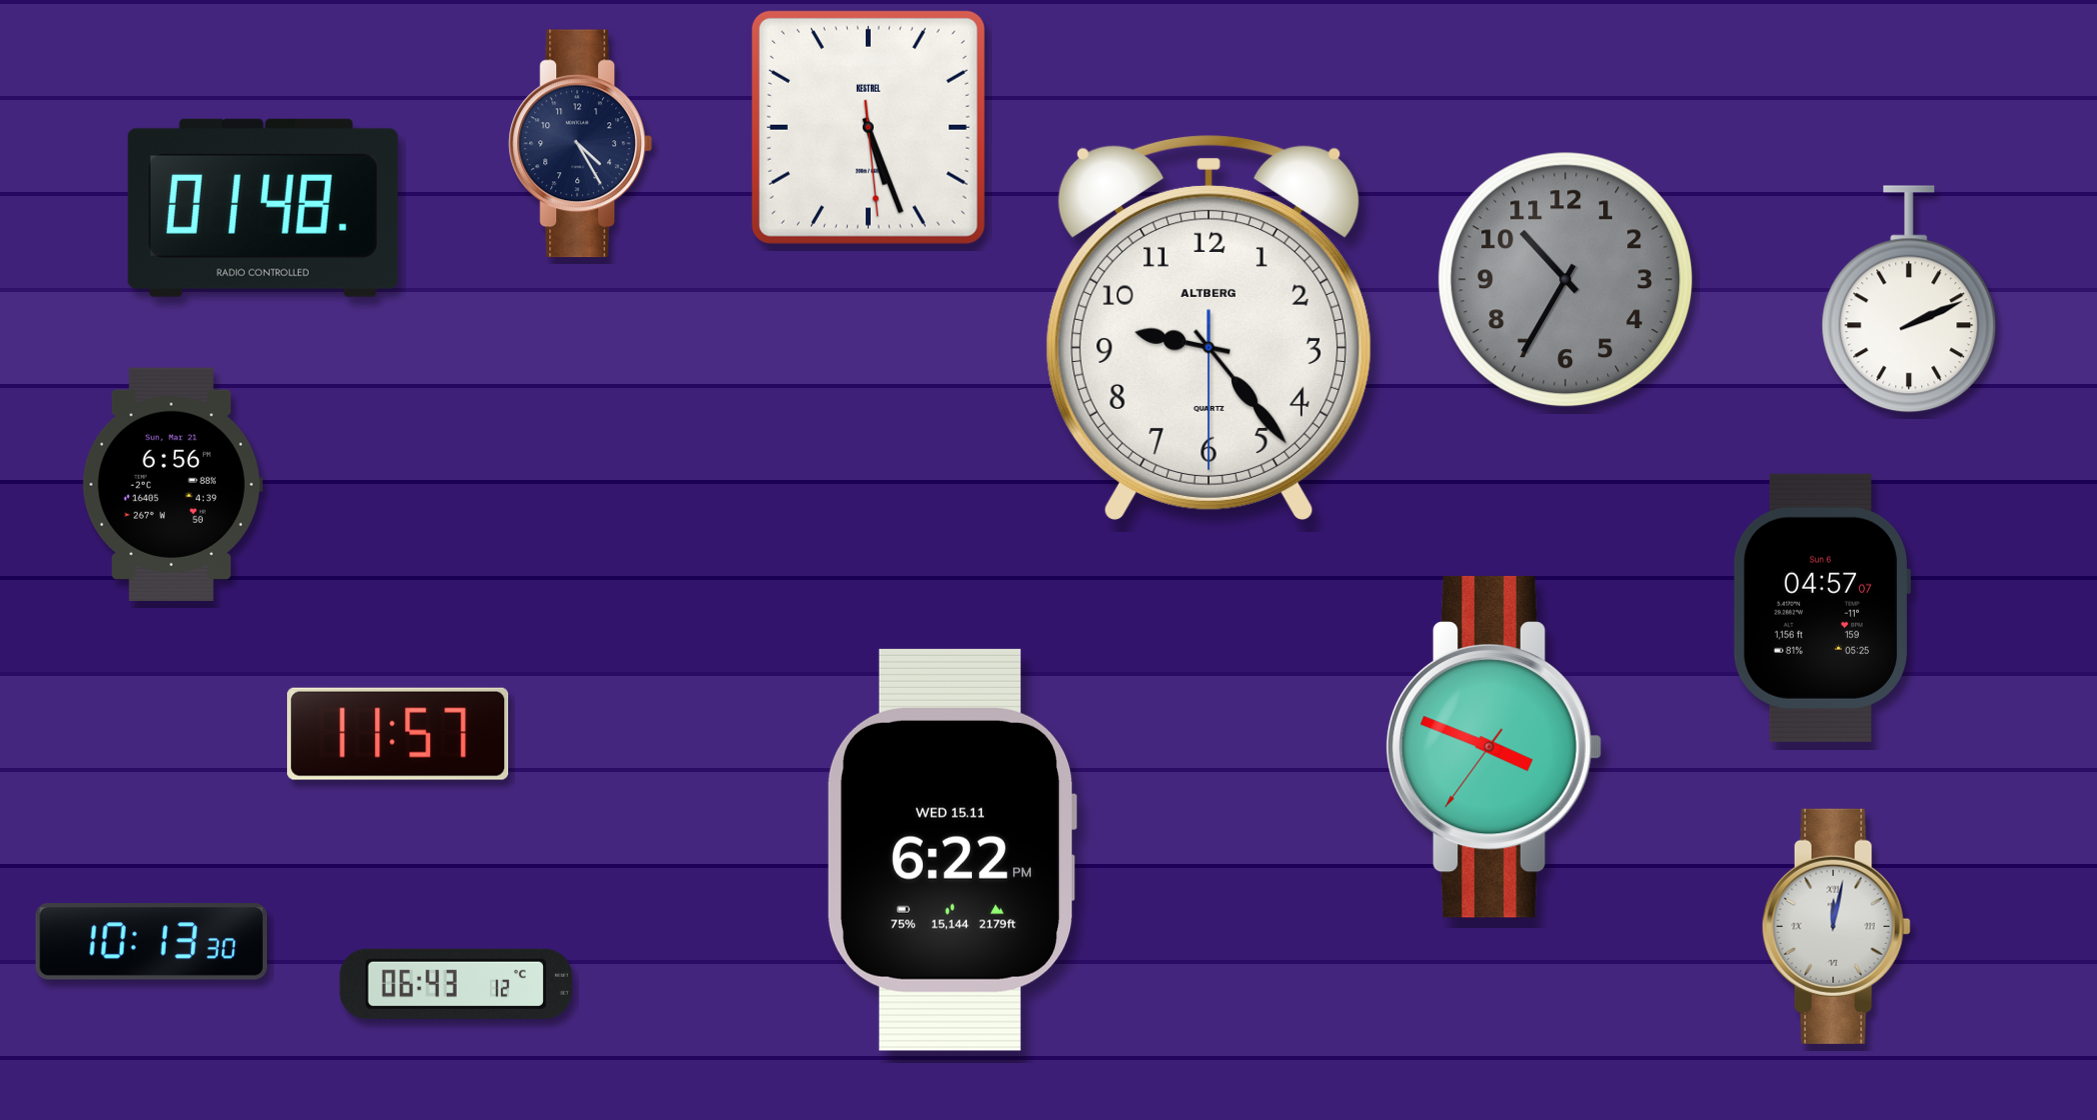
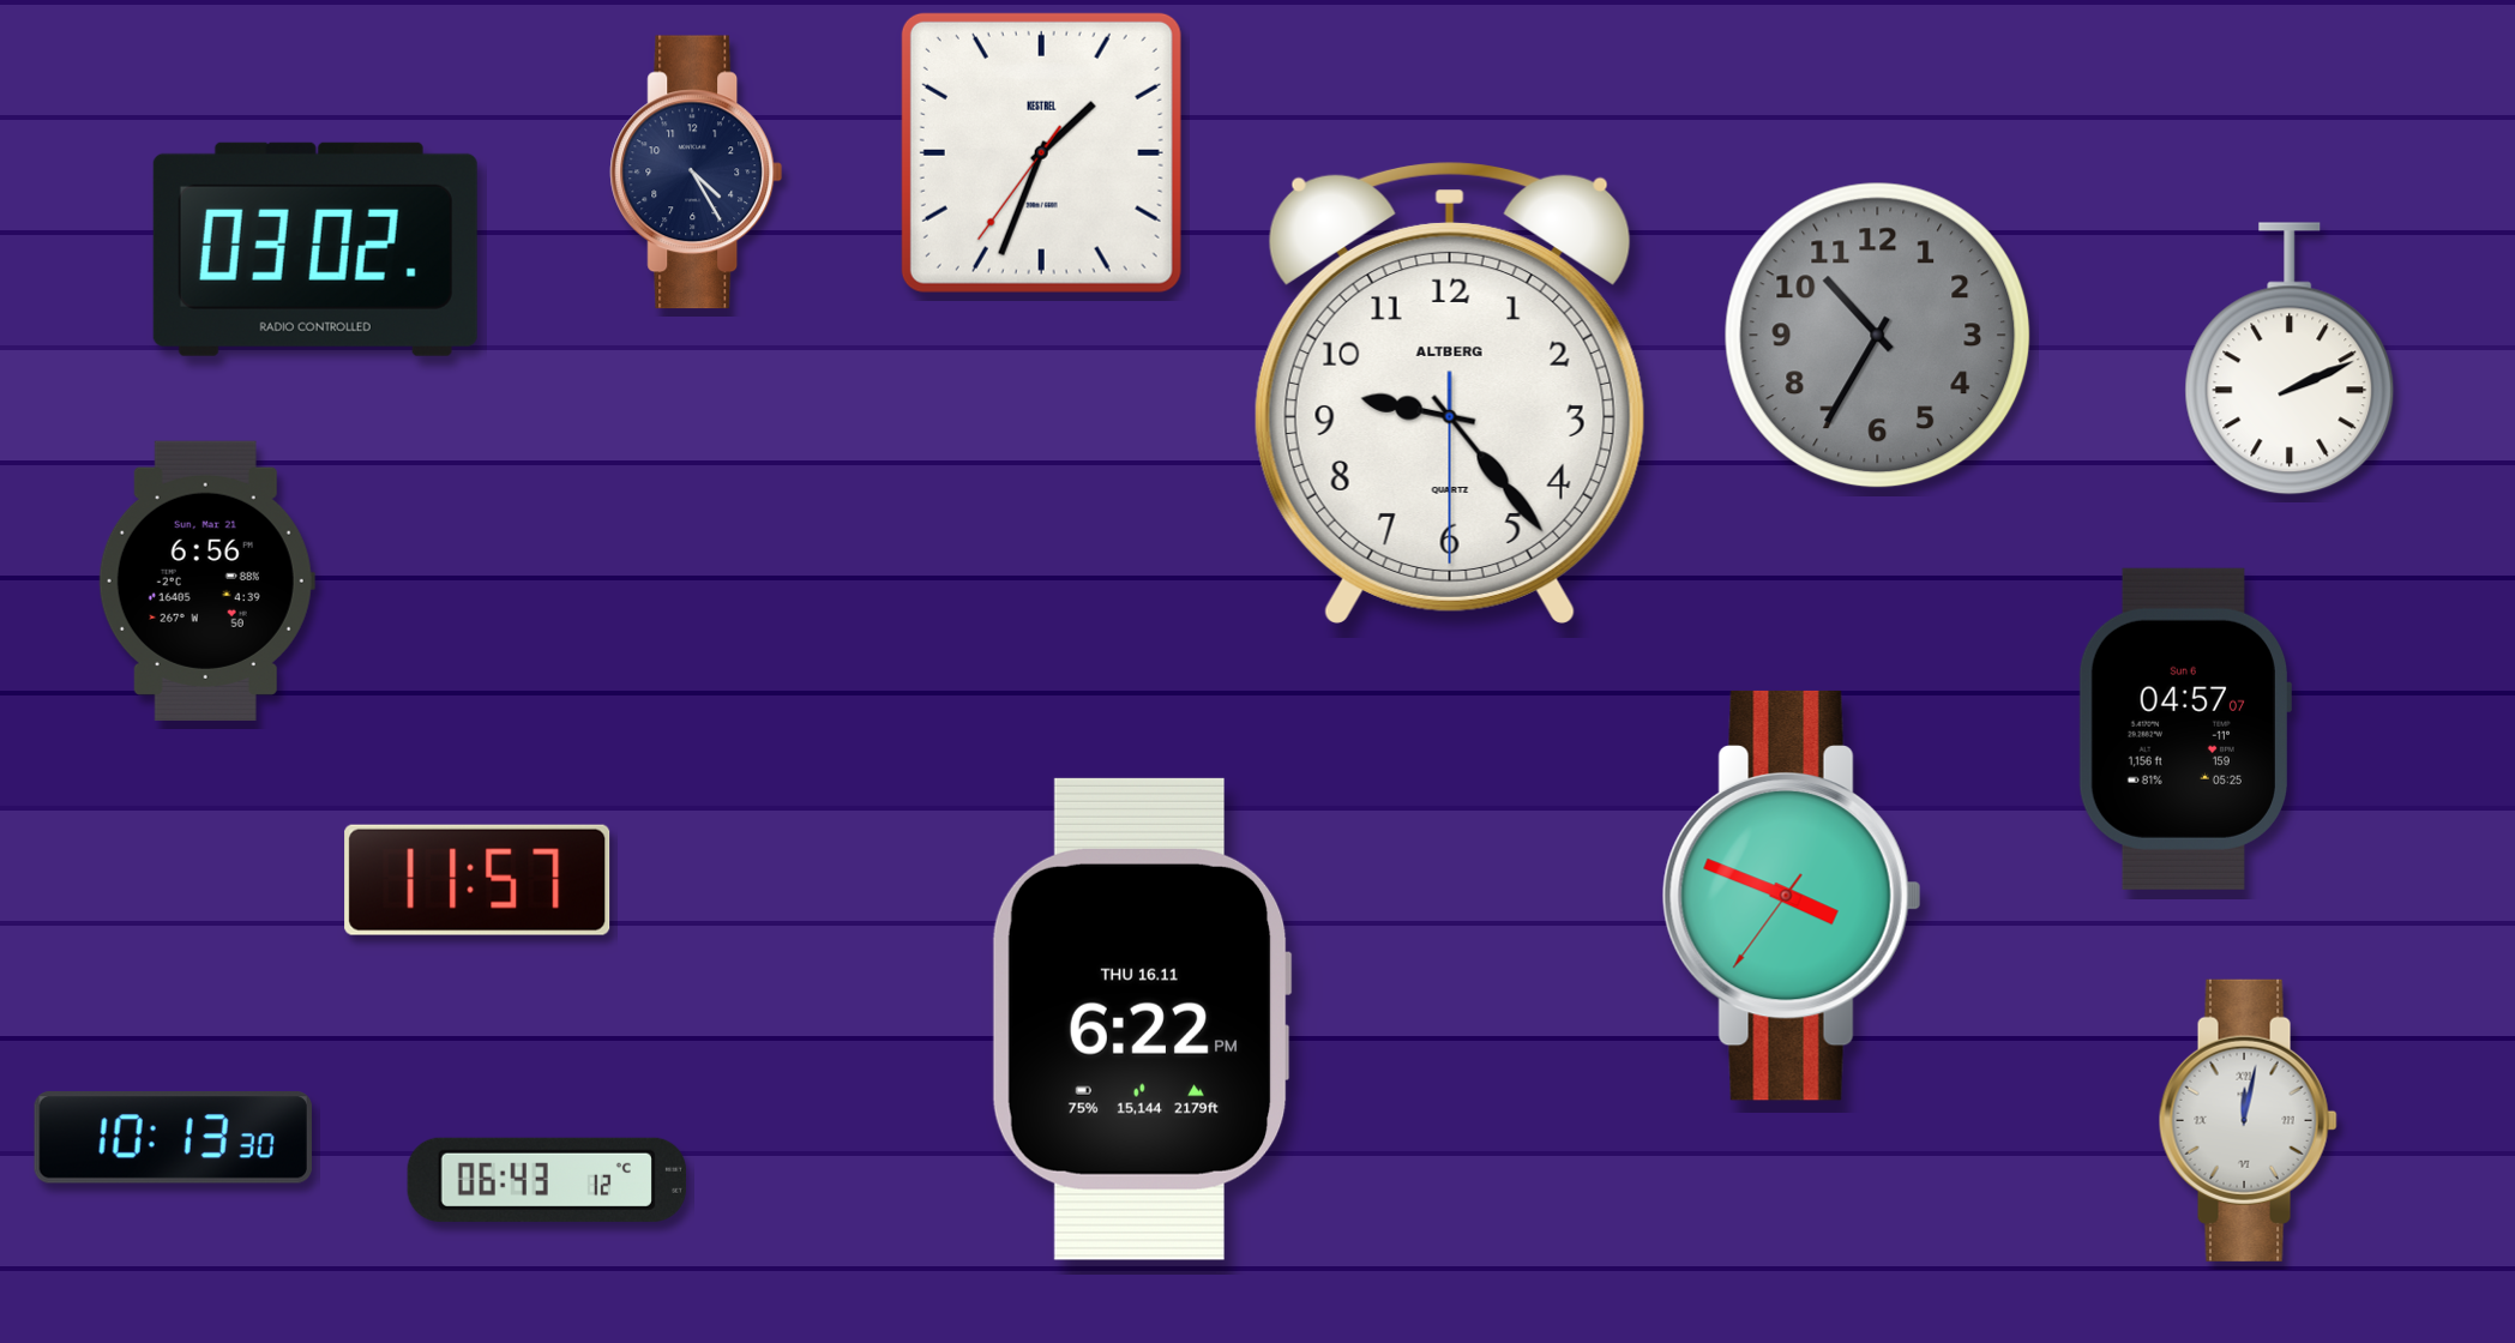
clock at (868, 127): 5:26 -> 1:33
clock at (263, 208): 01:48 -> 03:02
clock at (952, 850) date: WED 15.11 -> THU 16.11
clock at (1836, 926) position: (1836, 926) -> (2248, 1120)
clock at (151, 942) position: (151, 942) -> (173, 1138)
